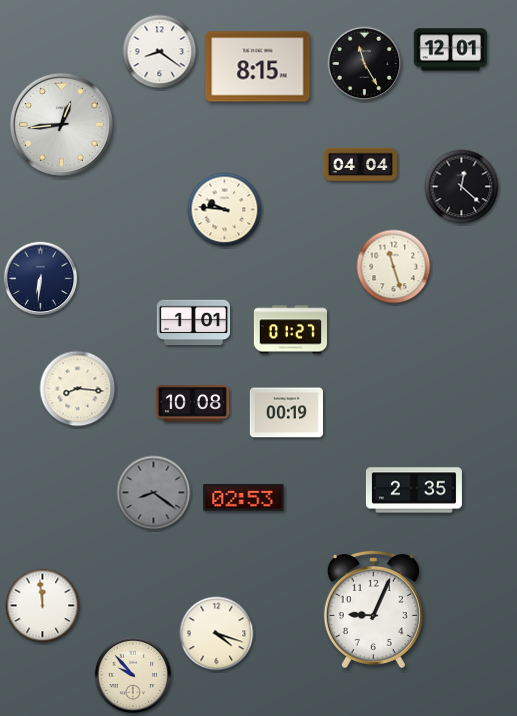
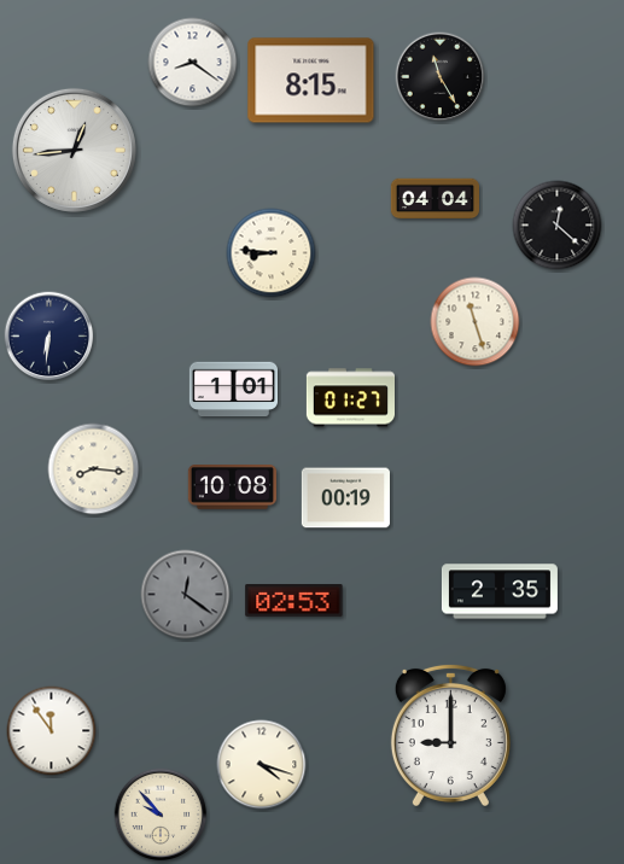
clock at (450, 50): 12:01 -> none
clock at (225, 210): 9:46 -> 8:46
clock at (154, 493): 8:21 -> 12:21
clock at (43, 606): 11:59 -> 11:54
clock at (373, 609): 9:04 -> 9:00
